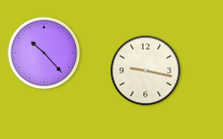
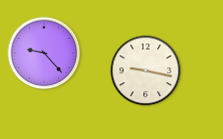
clock at (44, 53): 10:23 -> 9:23
